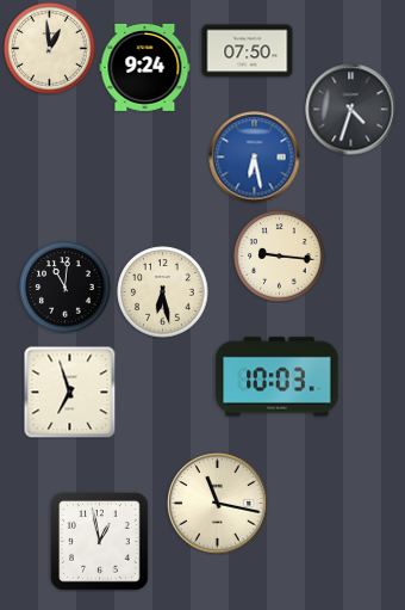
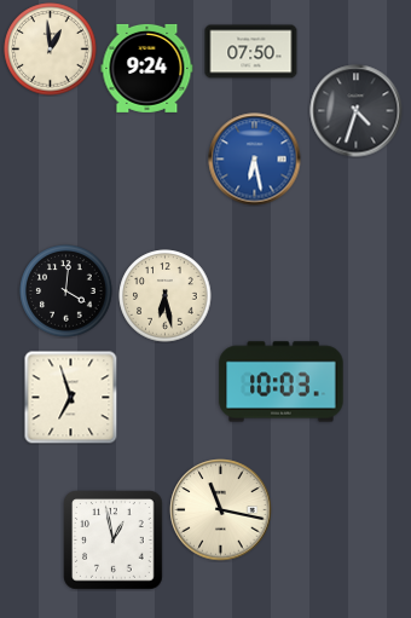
clock at (255, 158) position: (255, 158) -> (255, 160)
clock at (280, 257): 9:16 -> none
clock at (66, 288): 11:01 -> 4:01
clock at (100, 542) position: (100, 542) -> (114, 541)
